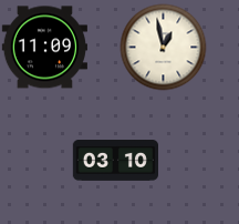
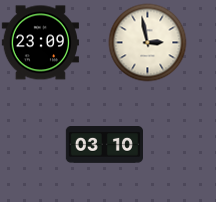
clock at (163, 47): 12:58 -> 2:58
clock at (44, 48): 11:09 -> 23:09
